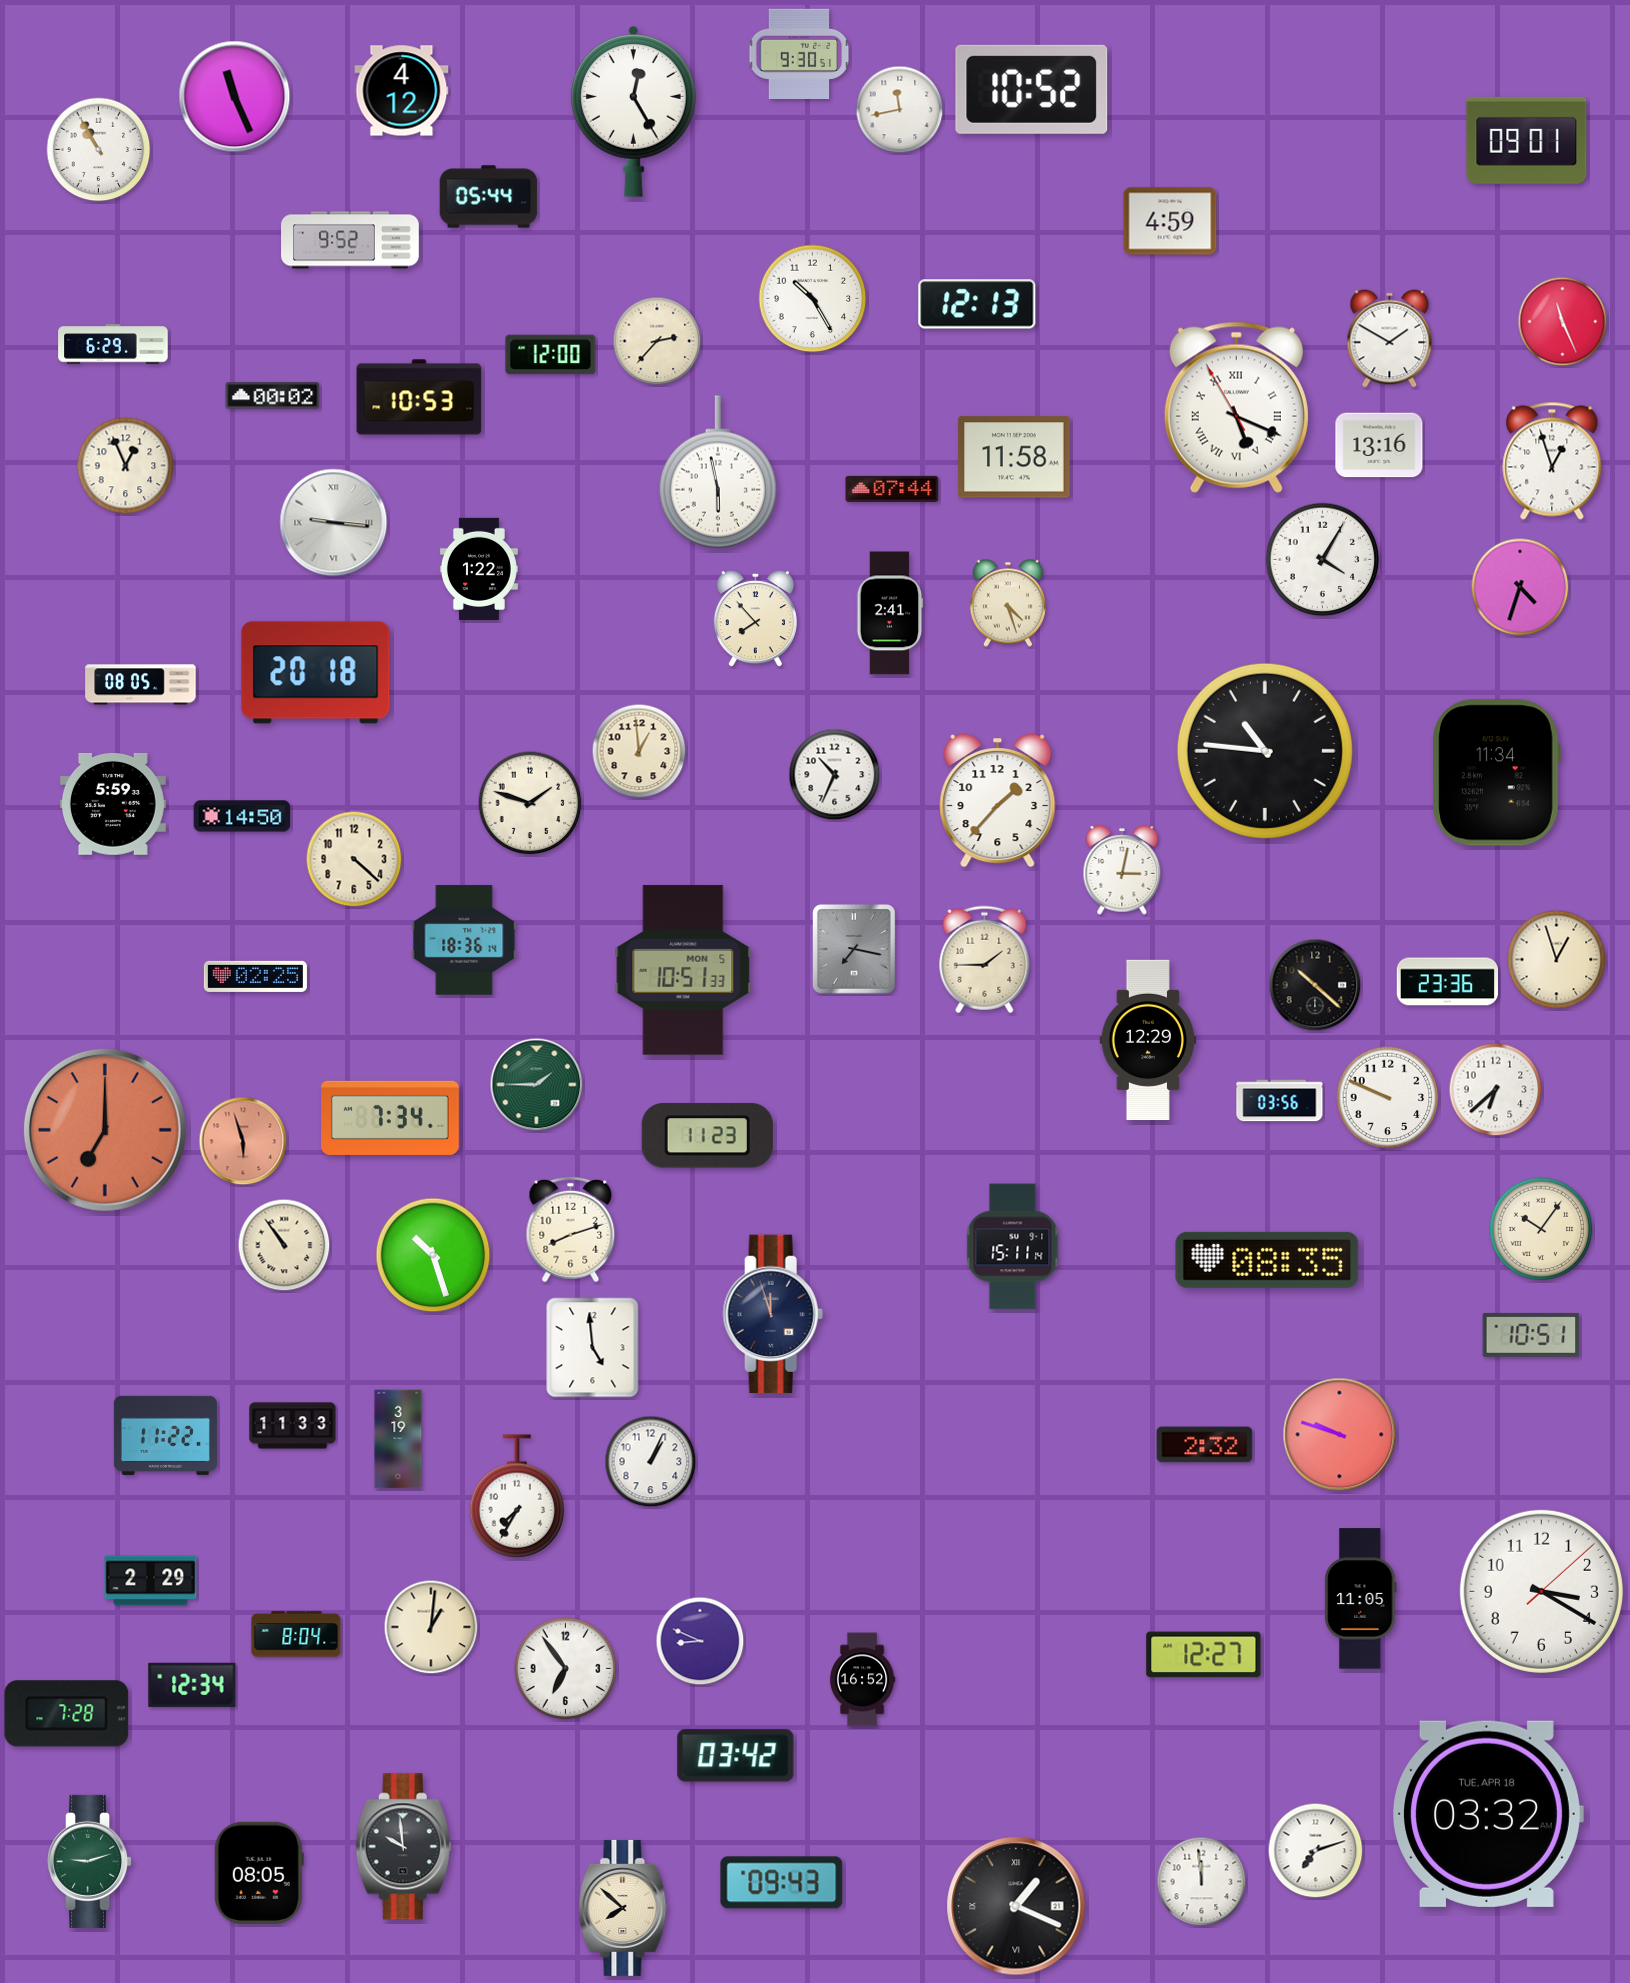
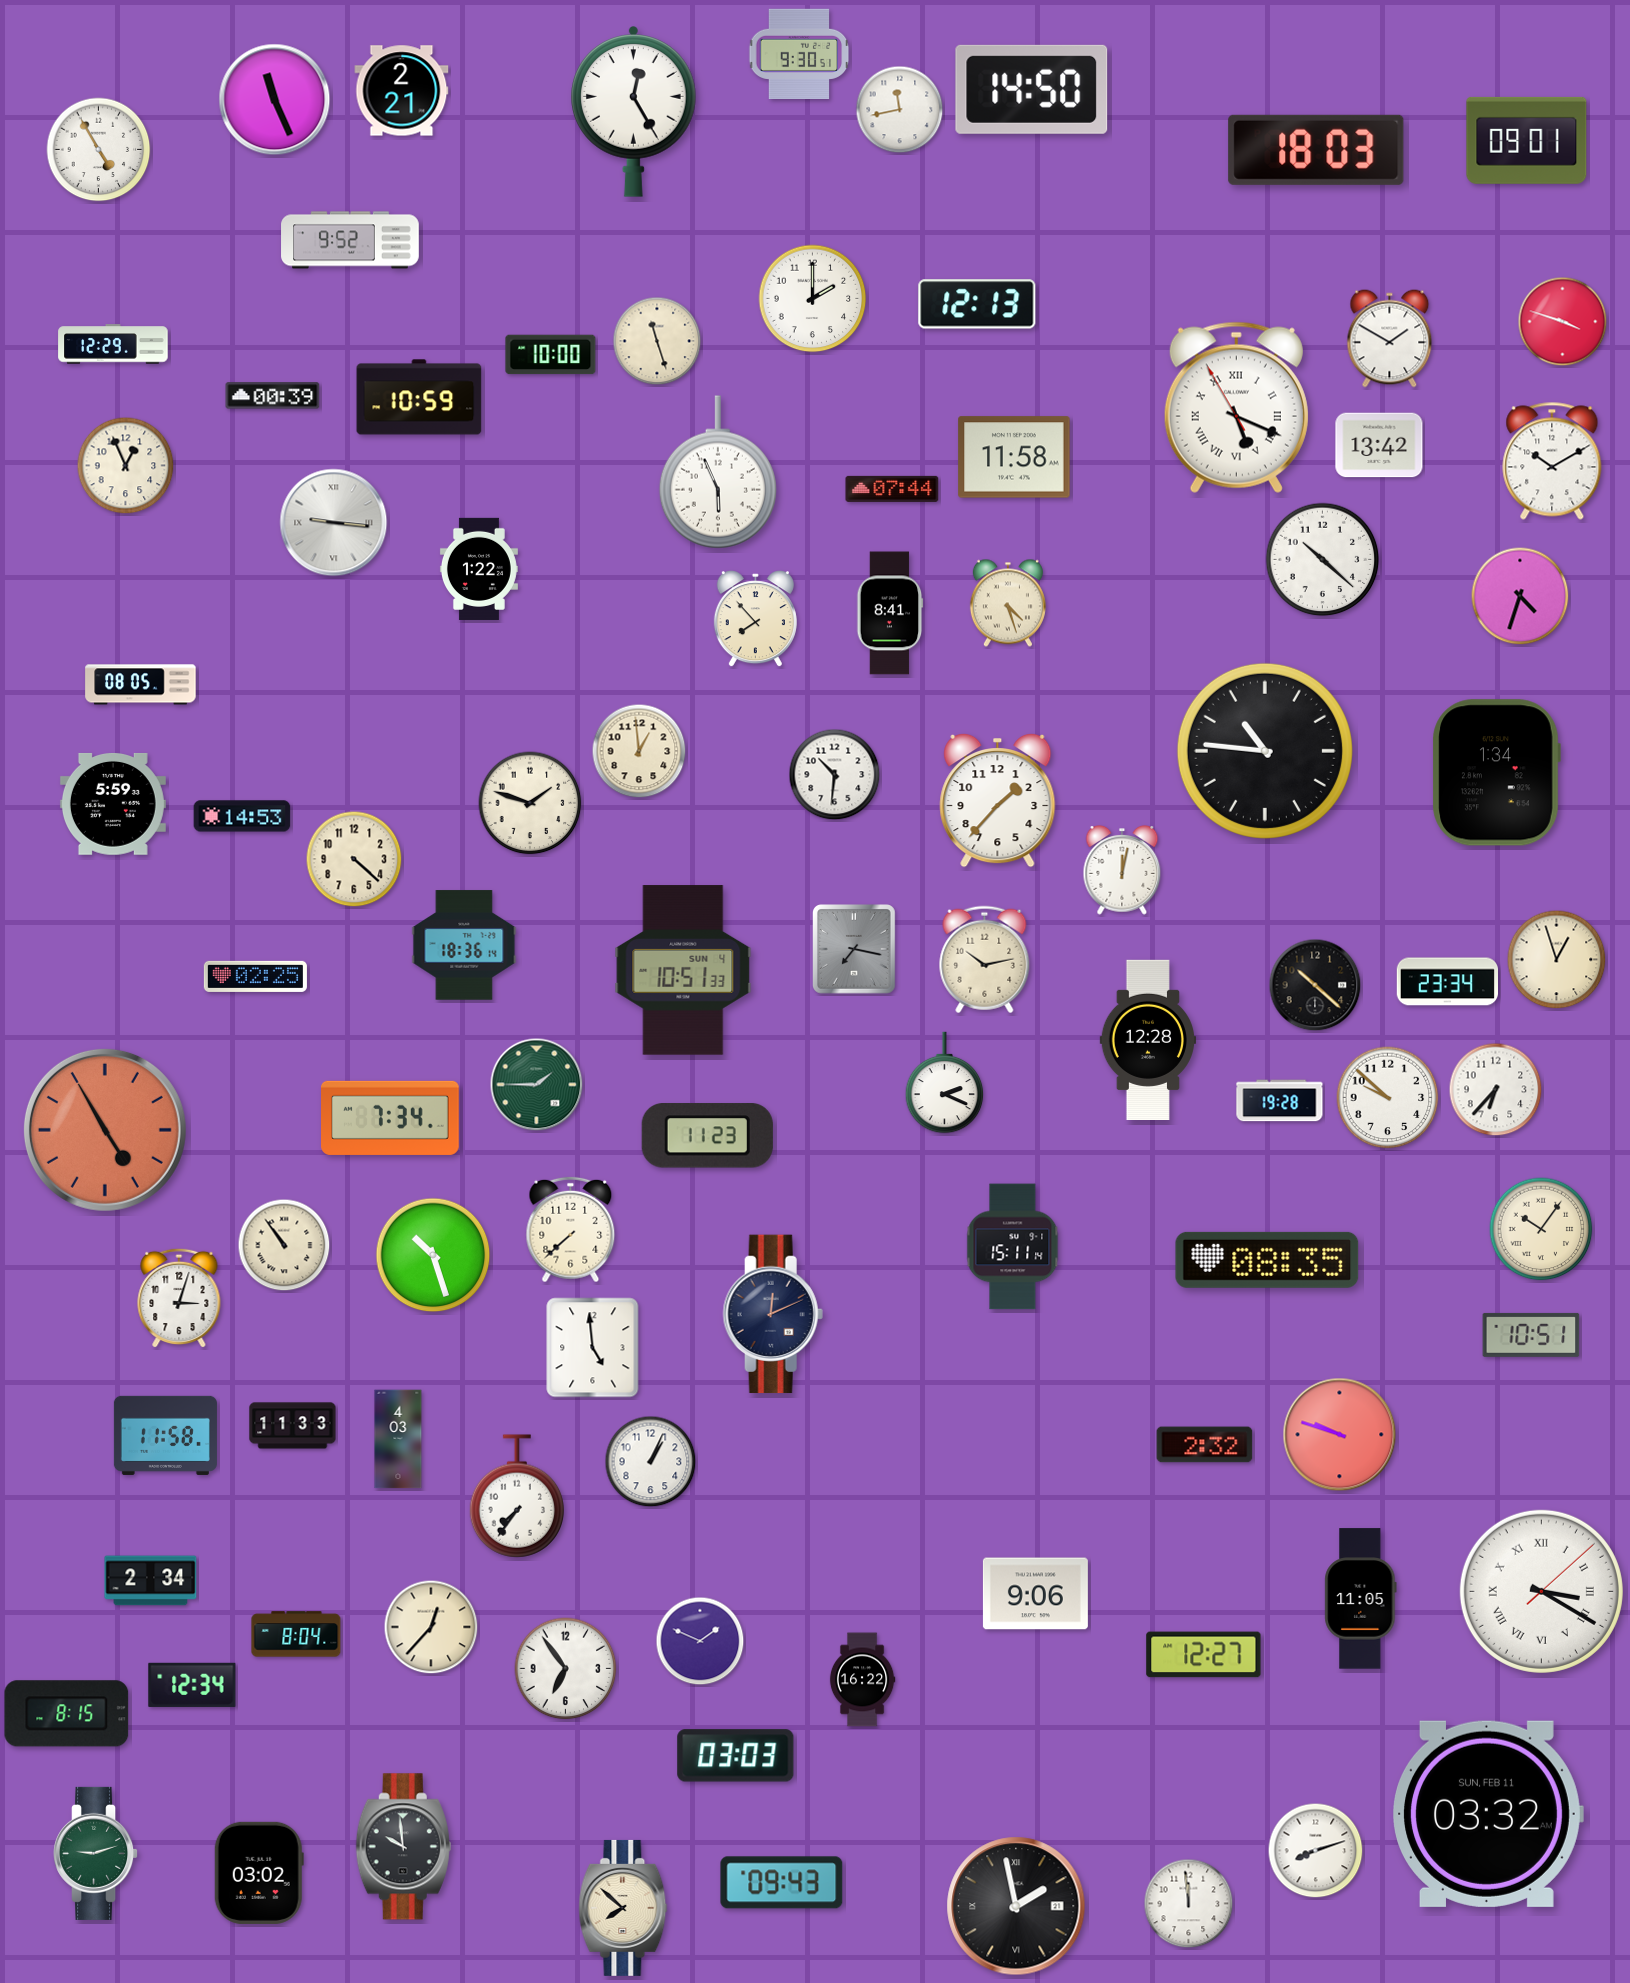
clock at (1032, 89): 10:52 -> 14:50
clock at (402, 91): 4:12 -> 2:21
clock at (235, 97) position: (235, 97) -> (275, 100)
clock at (99, 150): 10:55 -> 4:55
clock at (1316, 150): none -> 18:03
clock at (489, 197): 05:44 -> none
clock at (1170, 221): 4:59 -> none
clock at (813, 299): 10:25 -> 2:00
clock at (1563, 322): 11:26 -> 3:48
clock at (657, 341): 2:37 -> 11:27
clock at (113, 344): 6:29 -> 12:29
clock at (551, 355): 12:00 -> 10:00
clock at (273, 396): 00:02 -> 00:39
clock at (419, 397): 10:53 -> 10:59
clock at (1379, 445): 13:16 -> 13:42
clock at (1552, 461): 12:57 -> 10:10
clock at (718, 472): 5:58 -> 5:56
clock at (1323, 560): 4:05 -> 10:22
clock at (1520, 587) position: (1520, 587) -> (1520, 596)
clock at (890, 613): 2:41 -> 8:41
clock at (316, 673): 20:18 -> none
clock at (1496, 773): 11:34 -> 1:34
clock at (835, 775): 10:34 -> 10:31
clock at (242, 816): 14:50 -> 14:53
clock at (1122, 871): 3:02 -> 12:02
clock at (464, 940) position: (464, 940) -> (464, 945)
clock at (985, 960): 1:45 -> 10:13
clock at (683, 970) date: MON 5 -> SUN 4
clock at (1447, 982): 23:36 -> 23:34
clock at (1147, 1039): 12:29 -> 12:28
clock at (945, 1083): none -> 2:19
clock at (1496, 1090): 6:38 -> 6:37
clock at (1388, 1098): 9:49 -> 9:52
clock at (1280, 1101): 03:56 -> 19:28
clock at (105, 1130): 7:00 -> 4:55
clock at (243, 1141): 5:57 -> none
clock at (571, 1230): 8:12 -> 7:38
clock at (179, 1298): none -> 3:03
clock at (773, 1314): 11:57 -> 12:11
clock at (165, 1435): 11:22 -> 11:58
clock at (398, 1439): 3:19 -> 4:03
clock at (517, 1496): 7:35 -> 7:36
clock at (151, 1581): 2:29 -> 2:34
clock at (1541, 1591) numerals: Arabic -> Roman
clock at (1035, 1594): none -> 9:06
clock at (431, 1627): 1:01 -> 12:37
clock at (700, 1641): 8:49 -> 1:49
clock at (862, 1680): 16:52 -> 16:22
clock at (67, 1714): 7:28 -> 8:15
clock at (736, 1756): 03:42 -> 03:03
clock at (1488, 1814) date: TUE, APR 18 -> SUN, FEB 11
clock at (1316, 1851): 7:12 -> 8:12
clock at (90, 1861) position: (90, 1861) -> (96, 1853)
clock at (259, 1873): 08:05 -> 03:02
clock at (1202, 1882) position: (1202, 1882) -> (1189, 1904)
clock at (1016, 1906): 1:19 -> 1:58
